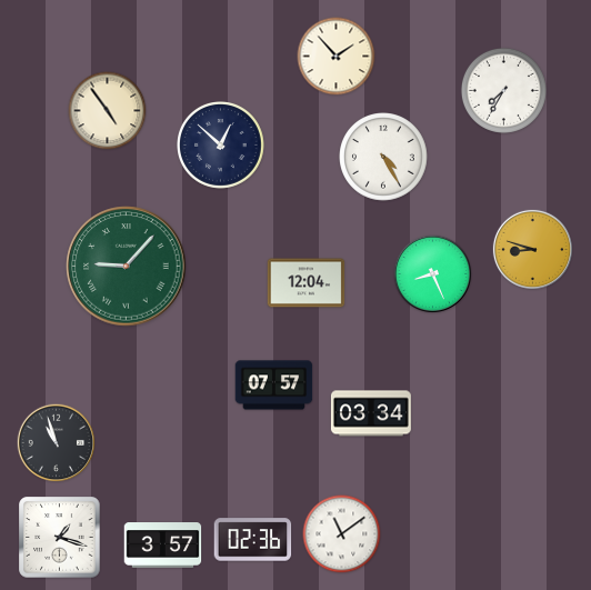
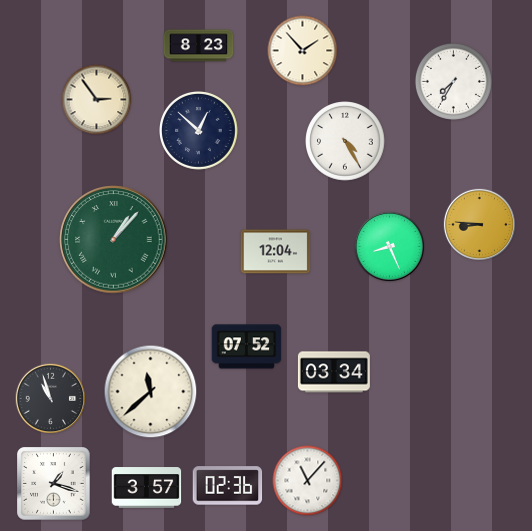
clock at (199, 46): none -> 8:23
clock at (108, 111): 4:54 -> 2:54
clock at (532, 249): 8:48 -> 8:46
clock at (127, 267): 9:07 -> 1:07
clock at (307, 283) position: (307, 283) -> (276, 252)
clock at (274, 386): 07:57 -> 07:52
clock at (151, 392): none -> 11:38
clock at (342, 534): 11:09 -> 11:07
clock at (163, 546) position: (163, 546) -> (147, 488)
